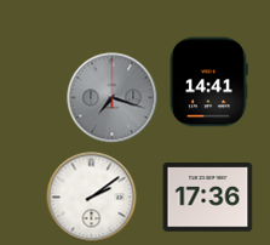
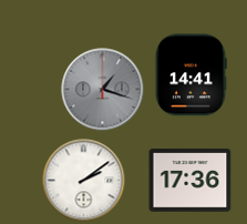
clock at (113, 98): 7:18 -> 1:18
